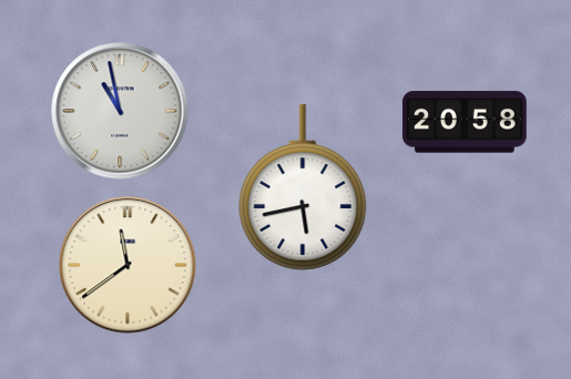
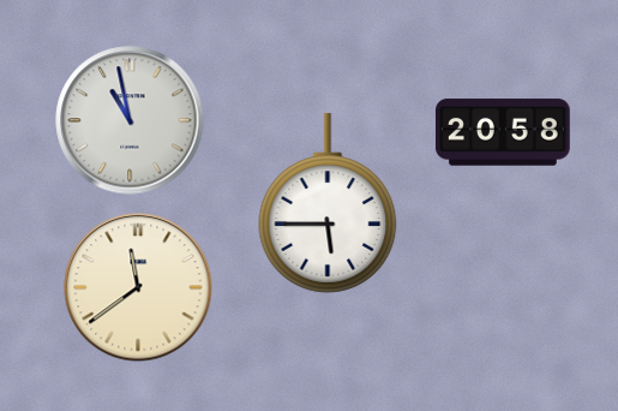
clock at (303, 187): 5:43 -> 5:45
